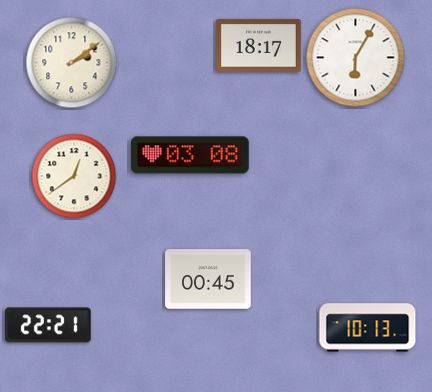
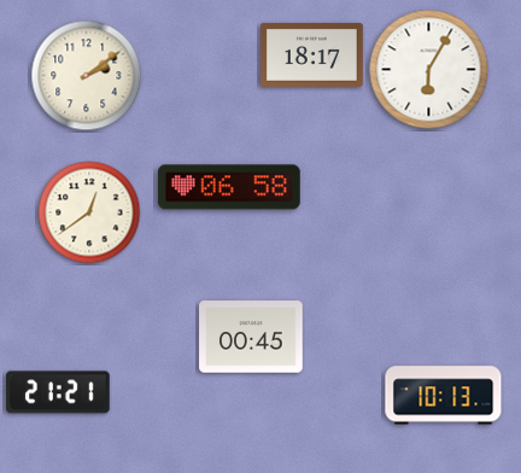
clock at (190, 155): 03:08 -> 06:58
clock at (49, 325): 22:21 -> 21:21
